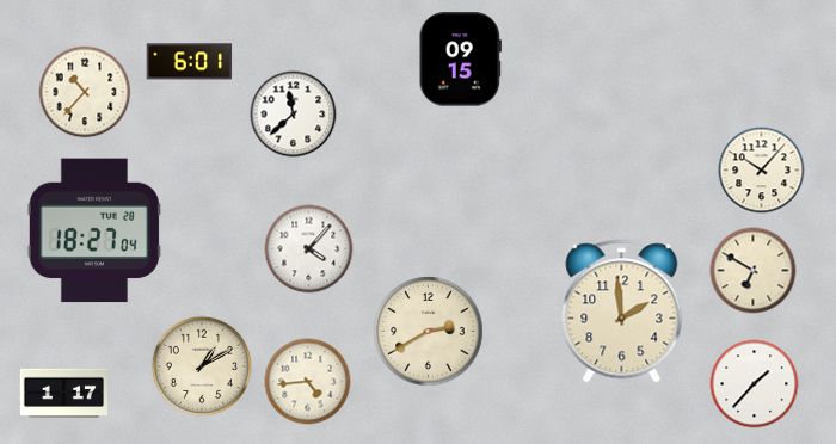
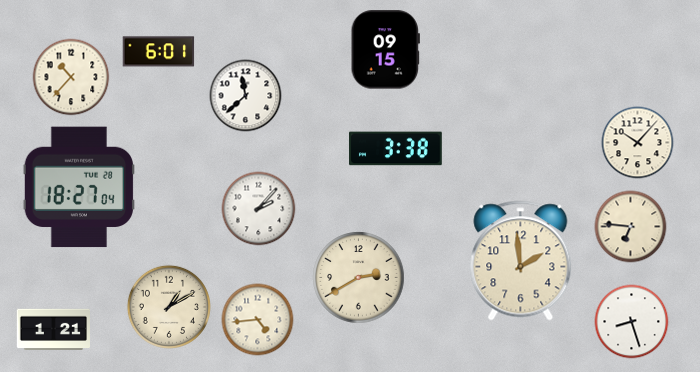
clock at (396, 149): none -> 3:38
clock at (94, 230) position: (94, 230) -> (79, 187)
clock at (309, 249): 4:07 -> 2:07
clock at (754, 271): 6:50 -> 6:46
clock at (755, 384): 1:37 -> 8:27
clock at (63, 393): 1:17 -> 1:21
